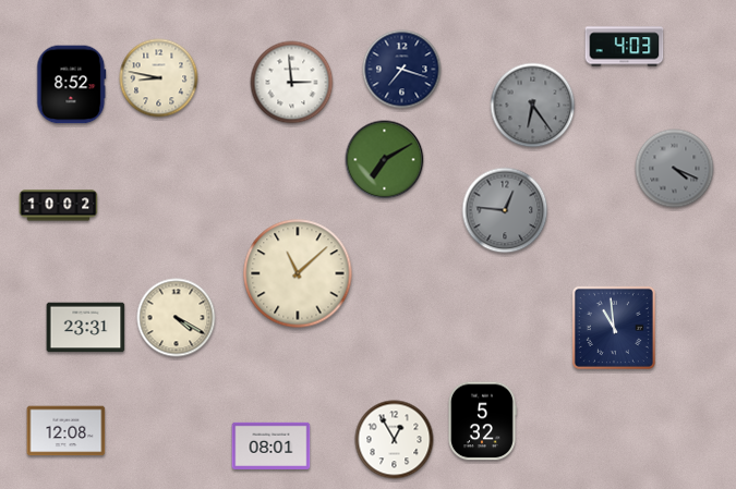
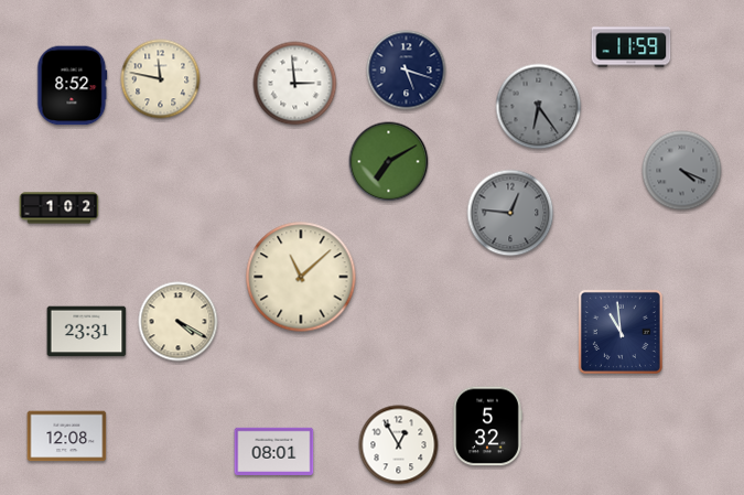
clock at (625, 47): 4:03 -> 11:59
clock at (402, 70): 7:18 -> 5:18
clock at (159, 78): 8:47 -> 11:47
clock at (59, 206): 10:02 -> 1:02
